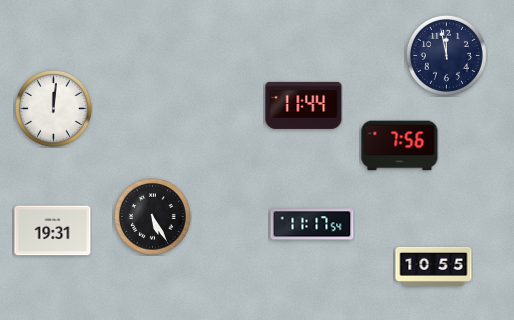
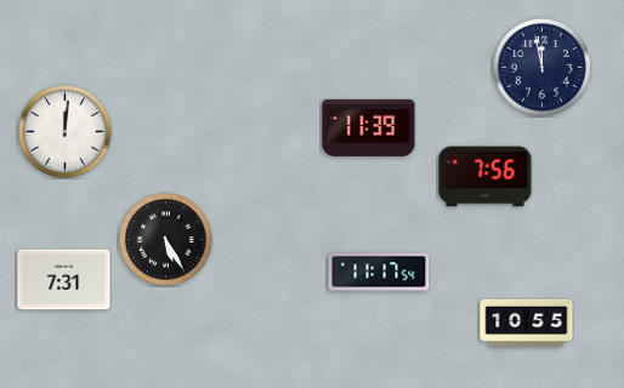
clock at (304, 105): 11:44 -> 11:39
clock at (153, 217) position: (153, 217) -> (166, 240)
clock at (53, 231): 19:31 -> 7:31
